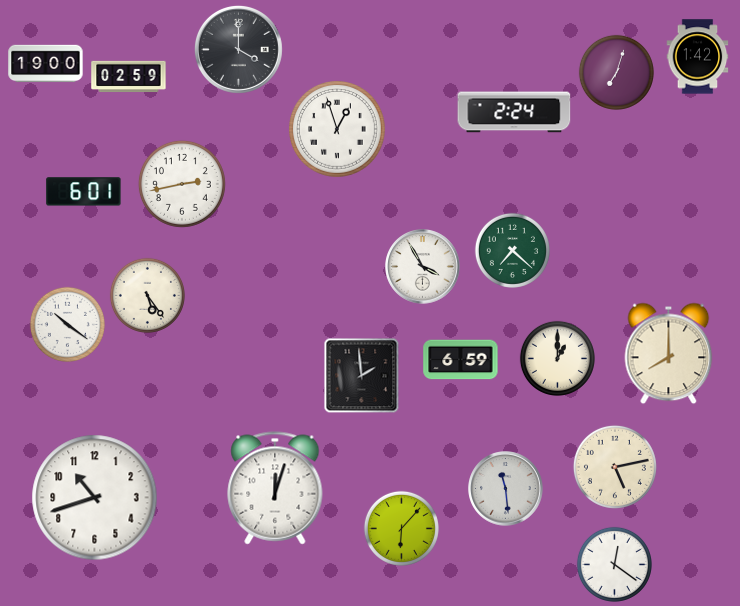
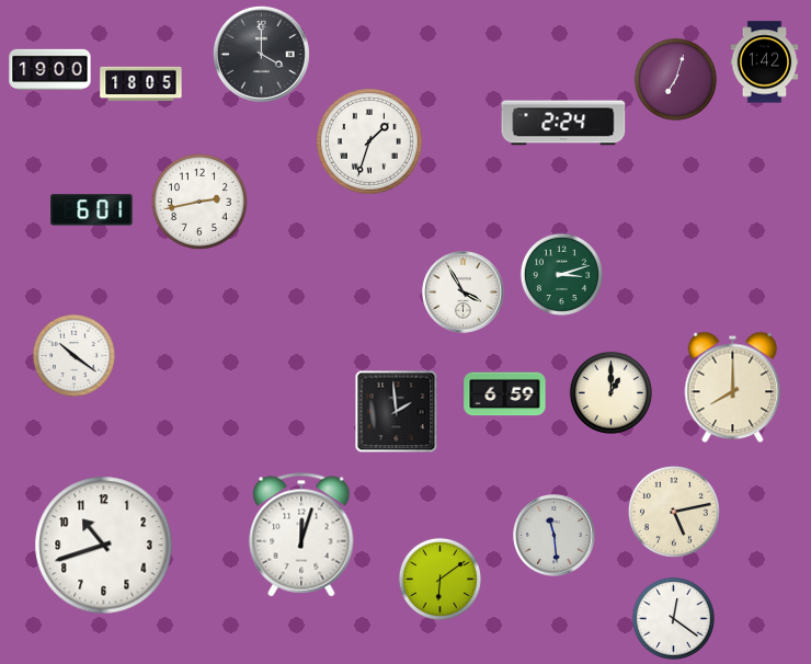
clock at (129, 77): 02:59 -> 18:05
clock at (338, 130): 12:57 -> 1:33
clock at (512, 250): 7:22 -> 3:12
clock at (147, 295): 5:24 -> none
clock at (401, 528): 6:07 -> 6:09
